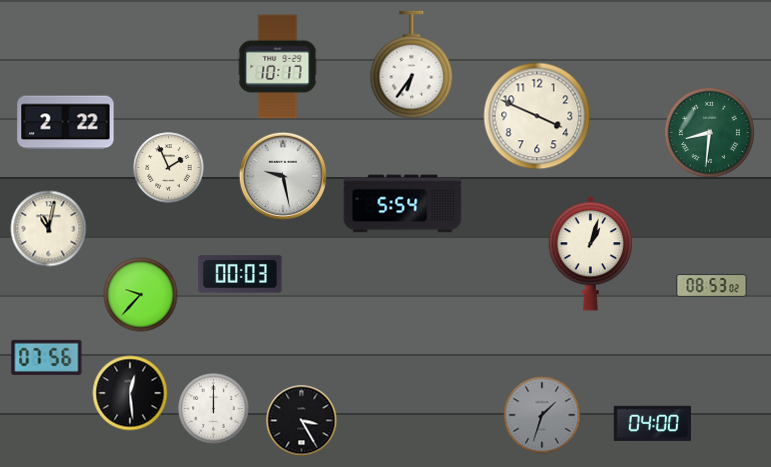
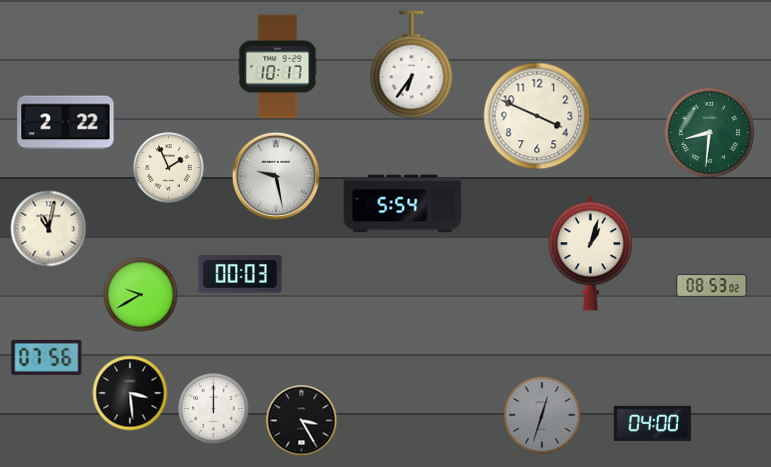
clock at (282, 175) position: (282, 175) -> (275, 175)
clock at (141, 295): 9:37 -> 9:40
clock at (130, 393): 12:29 -> 3:29
clock at (542, 415): 1:33 -> 12:33
